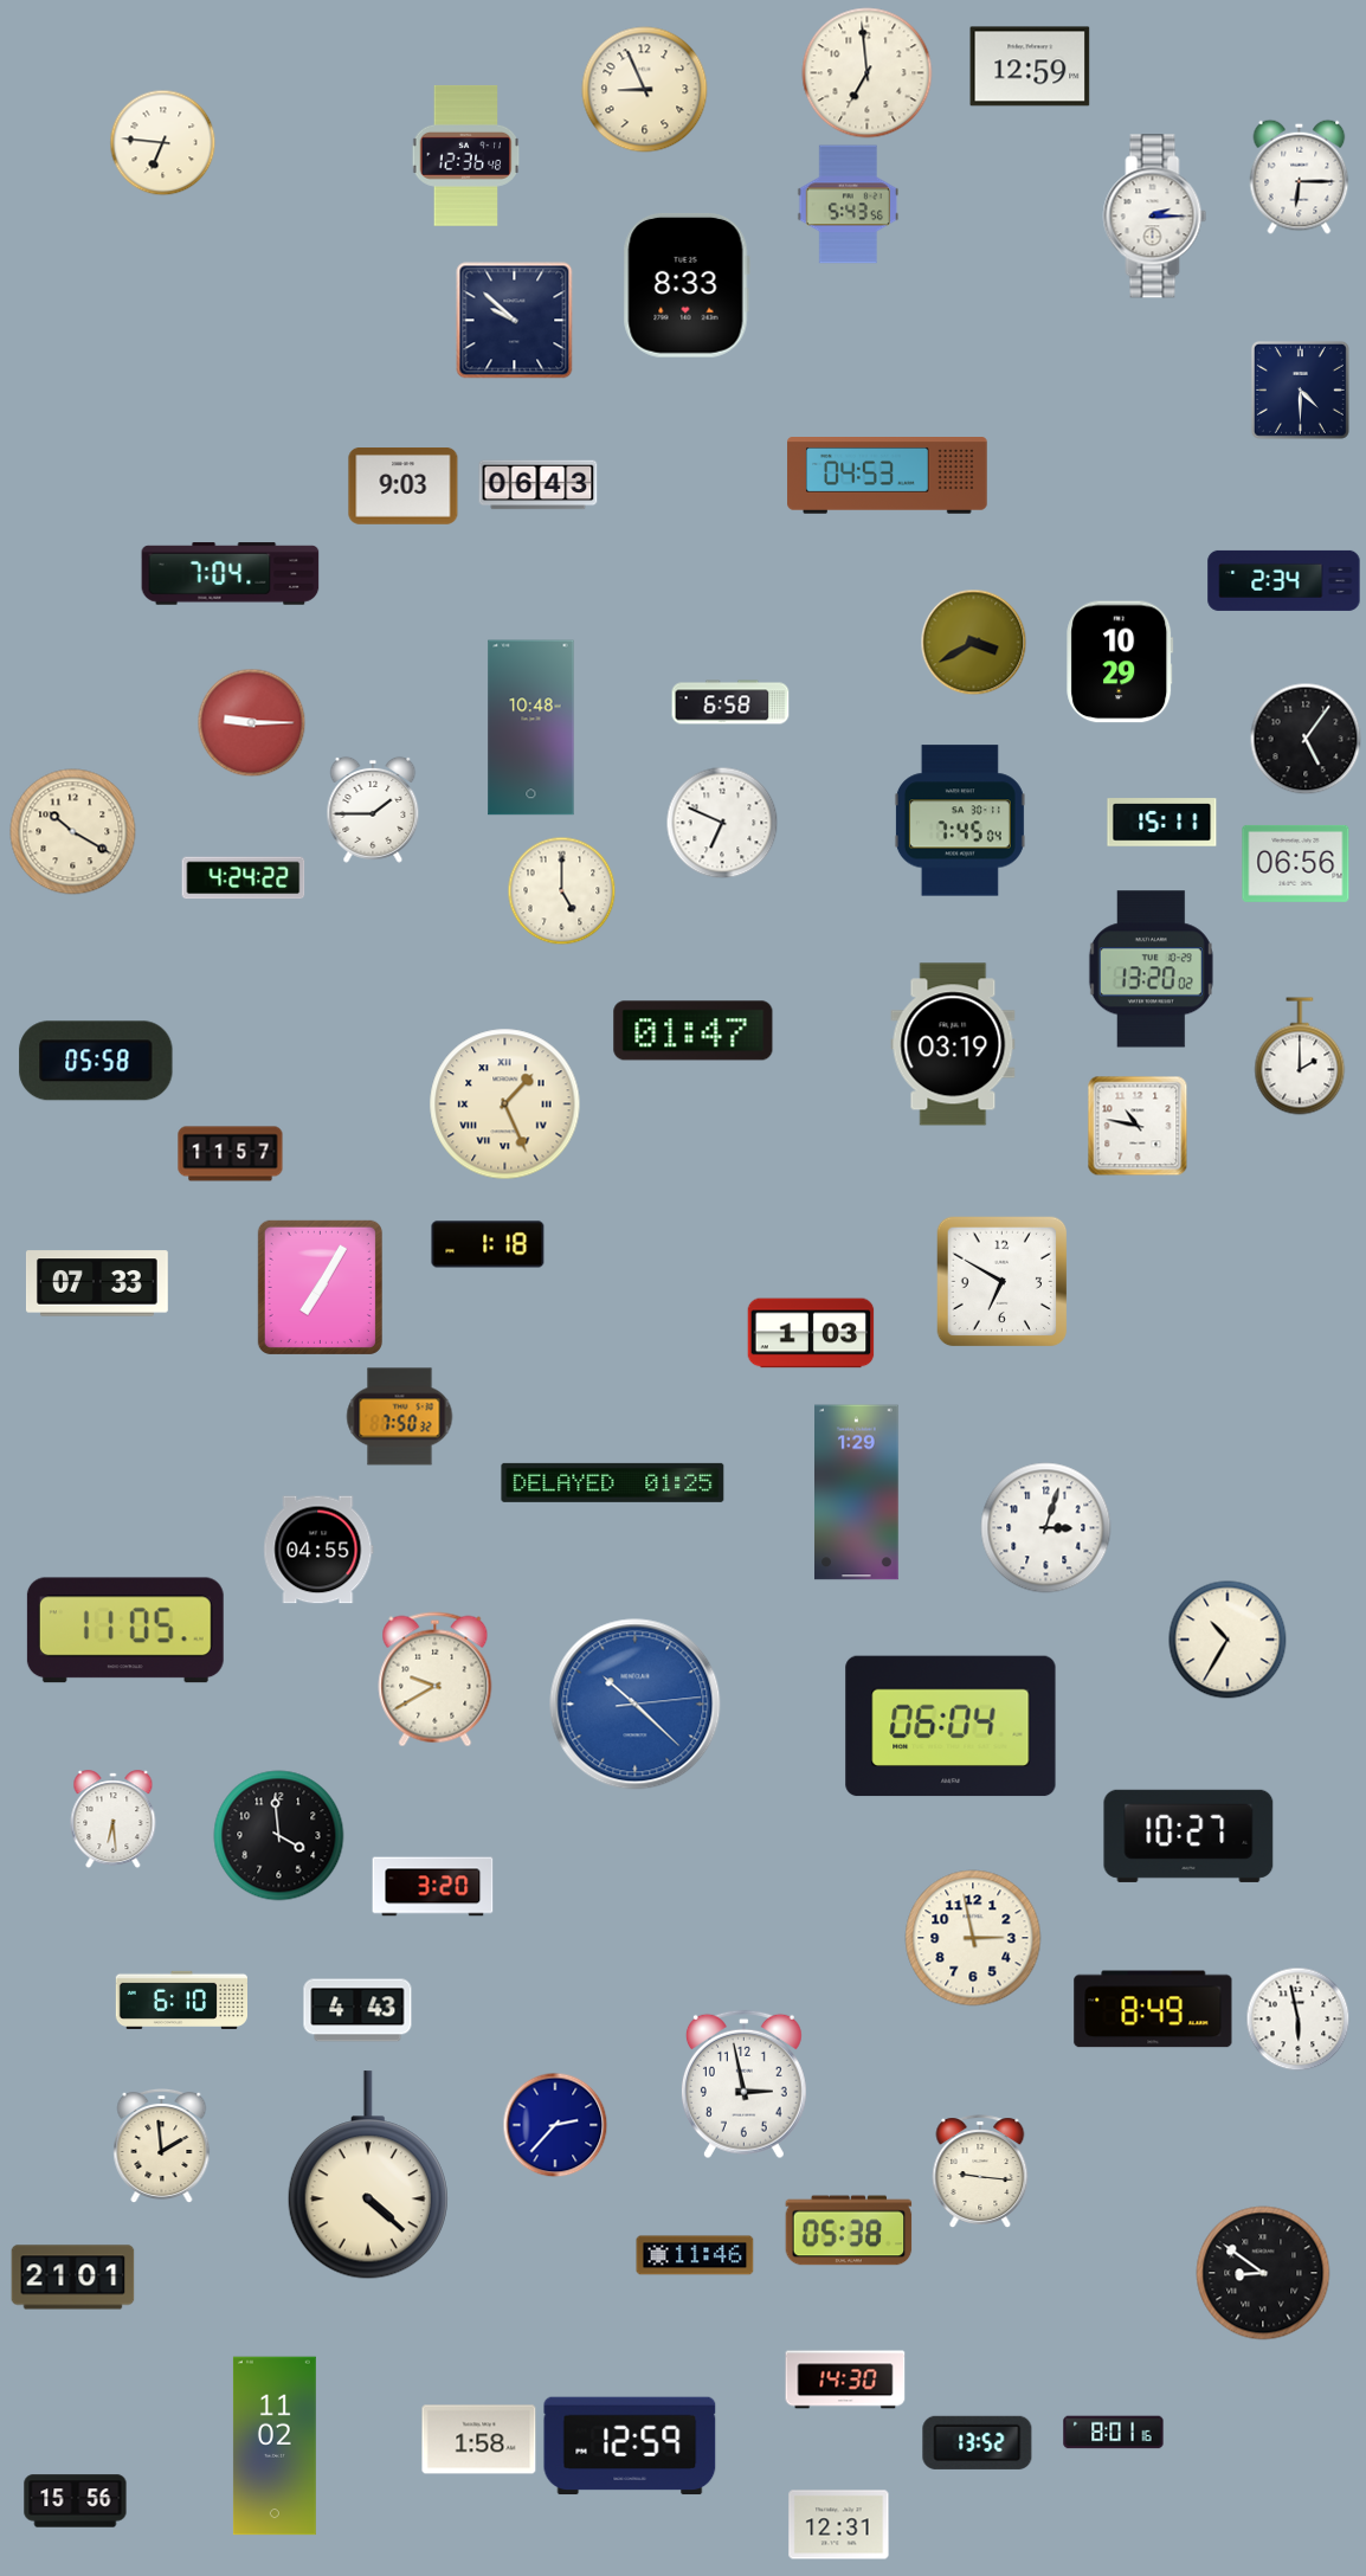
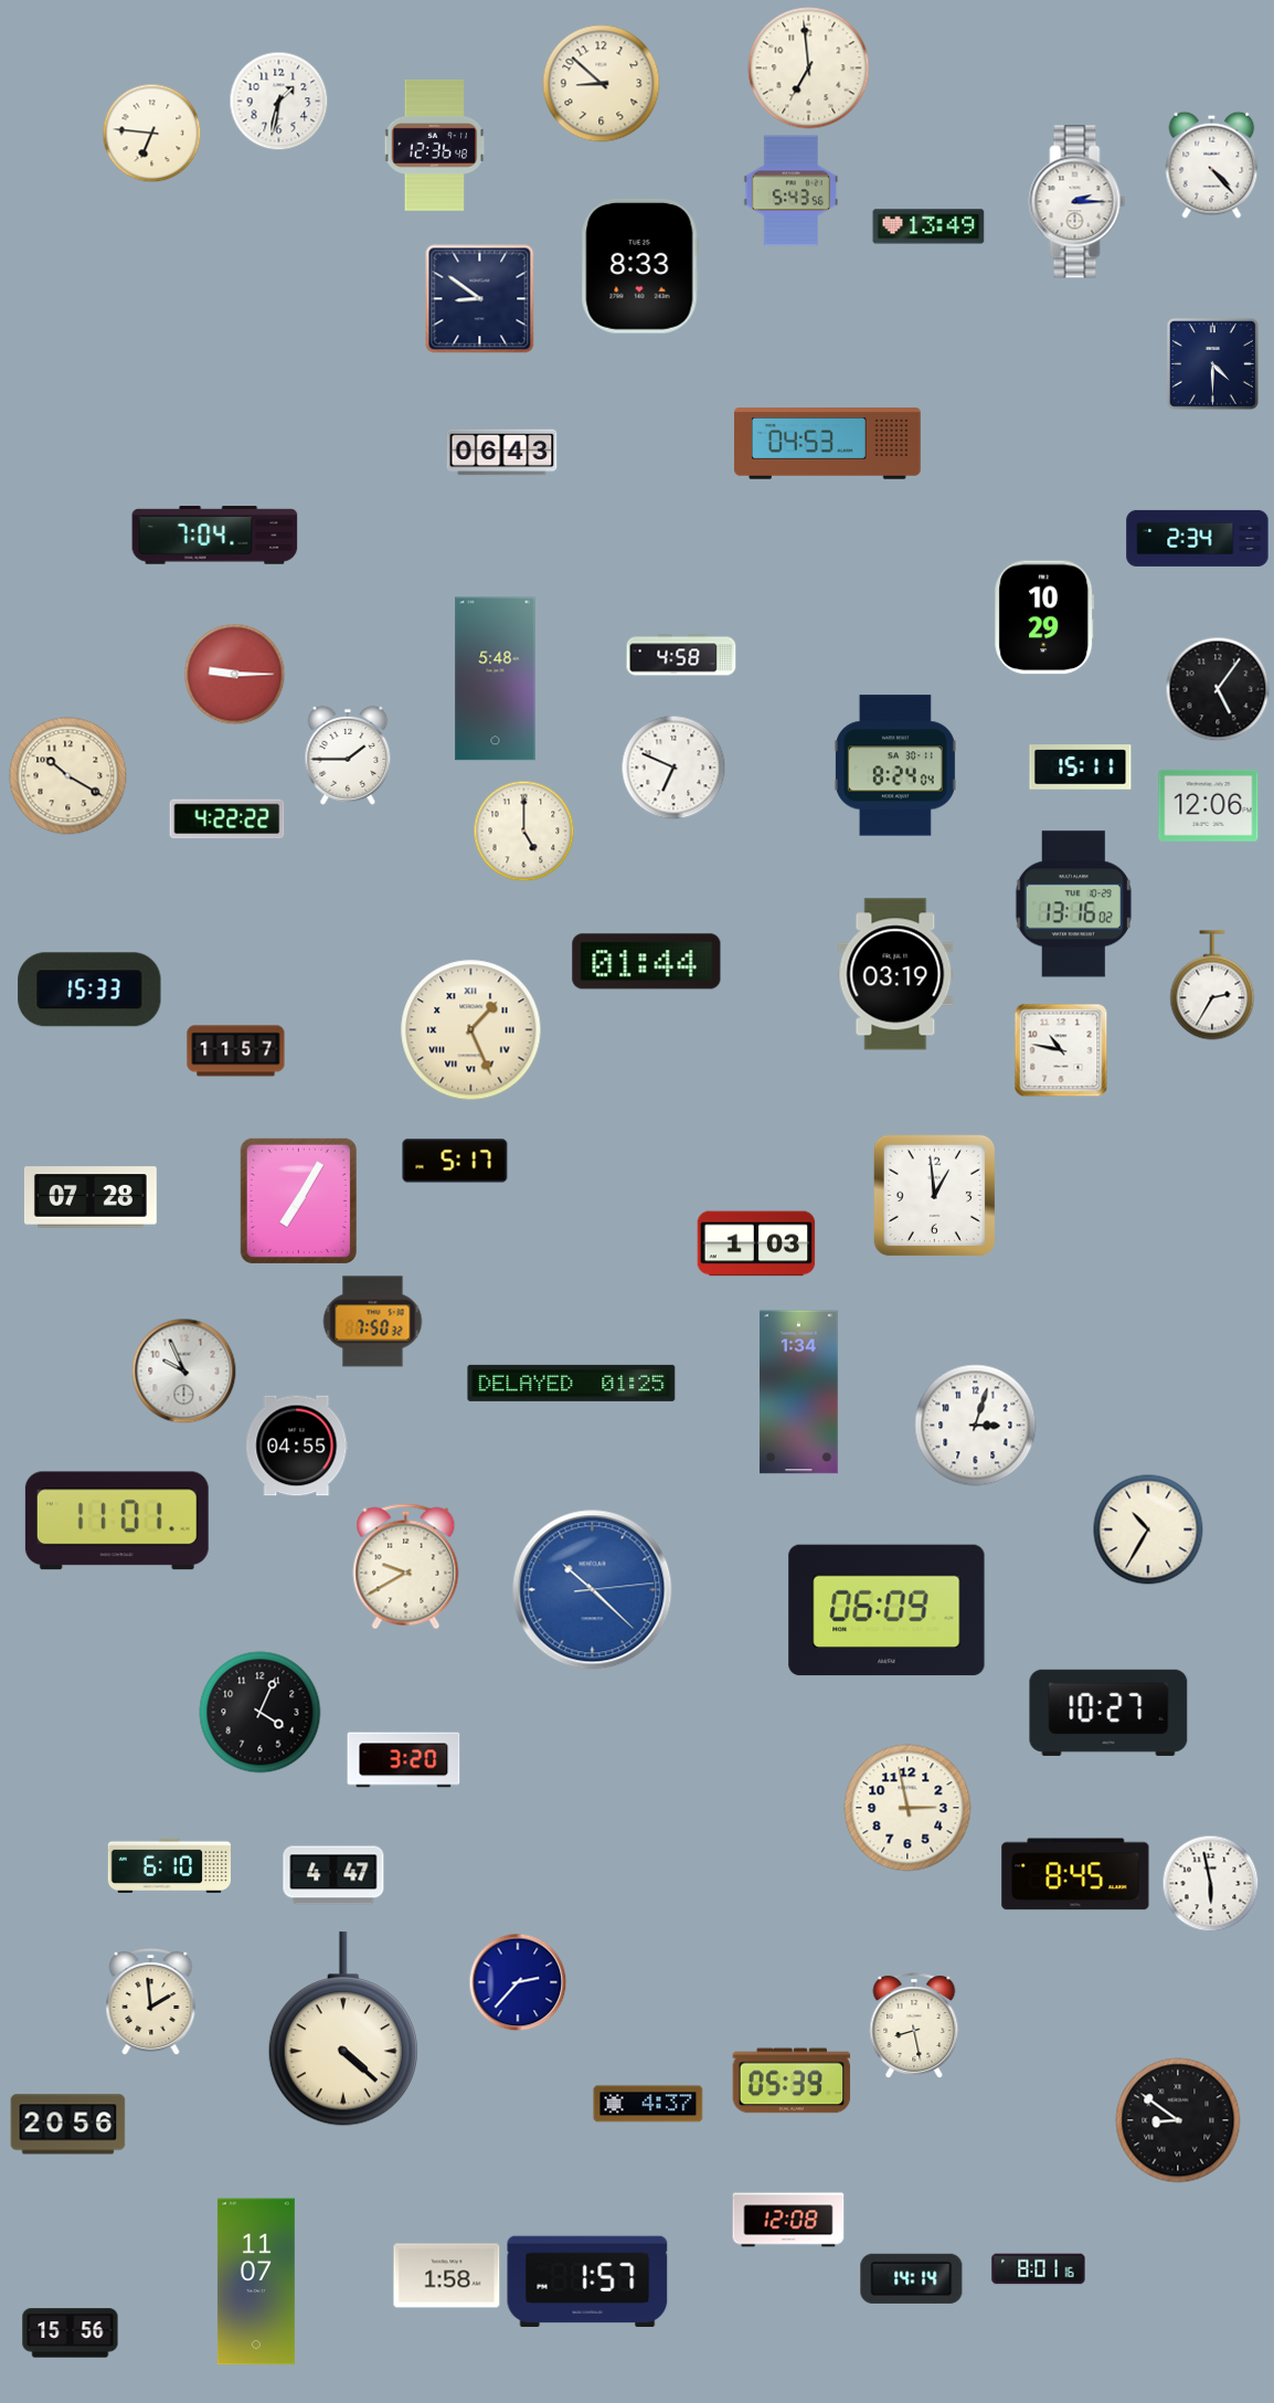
clock at (1030, 66): 12:59 -> none
clock at (645, 90): 8:56 -> 8:52
clock at (278, 100): none -> 1:32
clock at (1300, 176): 6:15 -> 4:23
clock at (928, 226): none -> 13:49
clock at (515, 321): 9:52 -> 8:51
clock at (404, 487): 9:03 -> none
clock at (1284, 580) position: (1284, 580) -> (1198, 538)
clock at (973, 642): 3:40 -> none
clock at (730, 702): 6:58 -> 4:58
clock at (531, 728): 10:48 -> 5:48
clock at (960, 820): 7:45 -> 8:24
clock at (1162, 823) position: (1162, 823) -> (1081, 768)
clock at (1296, 863): 06:56 -> 12:06
clock at (244, 878): 4:24 -> 4:22
clock at (1151, 970): 13:20 -> 13:16
clock at (694, 1031): 01:47 -> 01:44
clock at (953, 1044) position: (953, 1044) -> (895, 974)
clock at (1300, 1056): 2:00 -> 2:35
clock at (96, 1061): 05:58 -> 15:33
clock at (231, 1154) position: (231, 1154) -> (236, 1051)
clock at (488, 1244): 1:18 -> 5:17
clock at (1003, 1282): 6:50 -> 12:59
clock at (97, 1283): 07:33 -> 07:28
clock at (183, 1370): none -> 9:56
clock at (857, 1493): 1:29 -> 1:34
clock at (125, 1630): 11:05 -> 11:01
clock at (1228, 1640) position: (1228, 1640) -> (1148, 1529)
clock at (951, 1726): 06:04 -> 06:09
clock at (114, 1820): 6:29 -> none
clock at (279, 1836): 3:59 -> 4:04
clock at (1153, 2009): 8:49 -> 8:45
clock at (357, 2010): 4:43 -> 4:47
clock at (743, 2085): 2:58 -> none
clock at (980, 2171): 9:16 -> 8:28
clock at (849, 2230): 05:38 -> 05:39
clock at (695, 2255): 11:46 -> 4:37
clock at (73, 2278): 21:01 -> 20:56
clock at (845, 2379): 14:30 -> 12:08
clock at (978, 2442): 13:52 -> 14:14
clock at (275, 2446): 11:02 -> 11:07
clock at (630, 2446): 12:59 -> 1:57
clock at (839, 2525): 12:31 -> none
